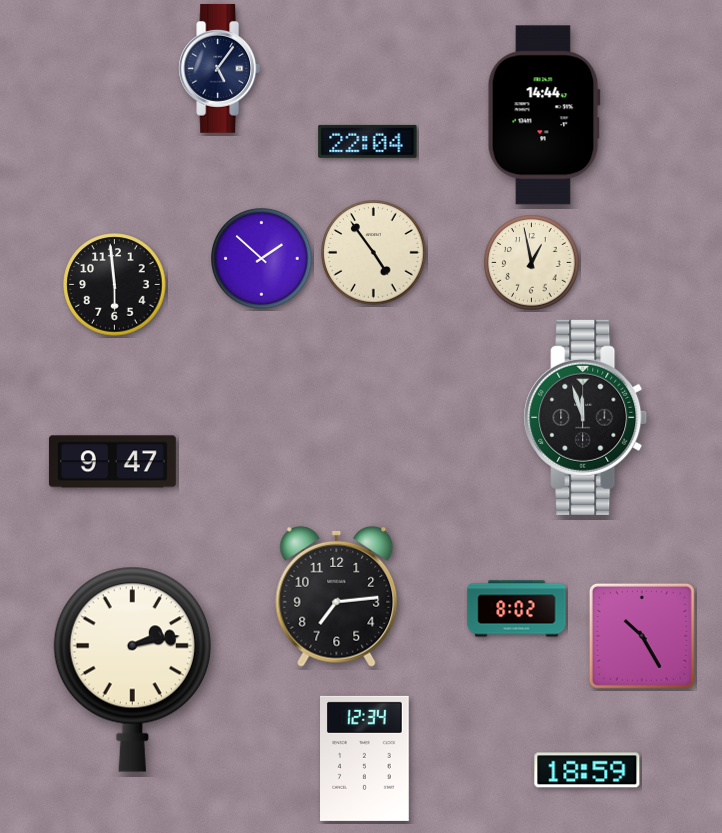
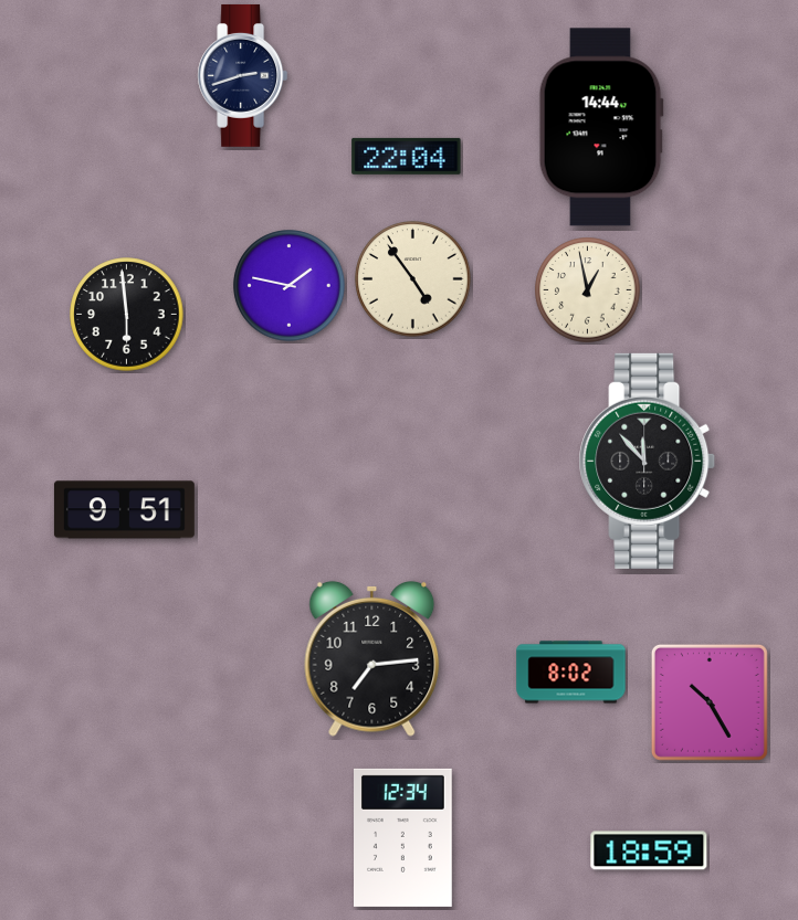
clock at (220, 68): 5:06 -> 2:42
clock at (262, 259): 1:52 -> 1:47
clock at (586, 417): 11:57 -> 11:53
clock at (112, 462): 9:47 -> 9:51
clock at (132, 669): 2:13 -> none
